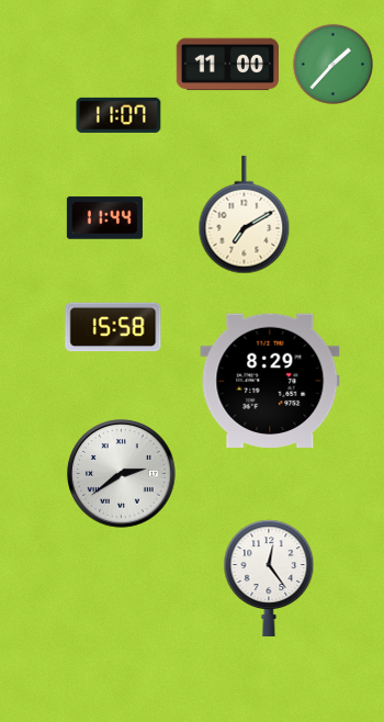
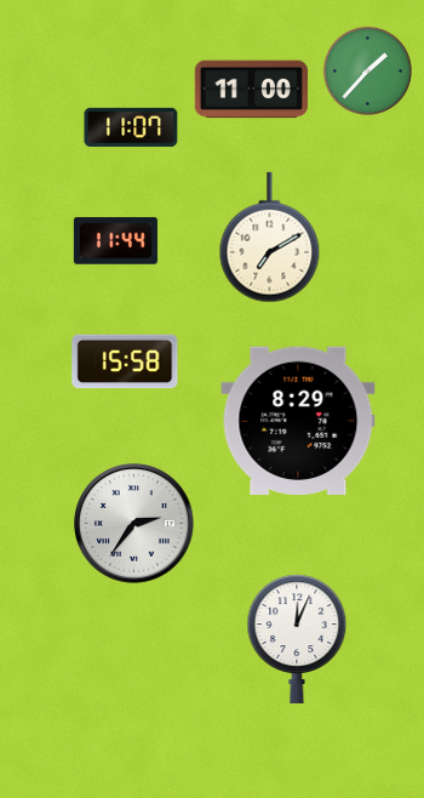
clock at (227, 65) position: (227, 65) -> (251, 90)
clock at (122, 474): 2:39 -> 2:36
clock at (269, 578): 12:24 -> 12:04
